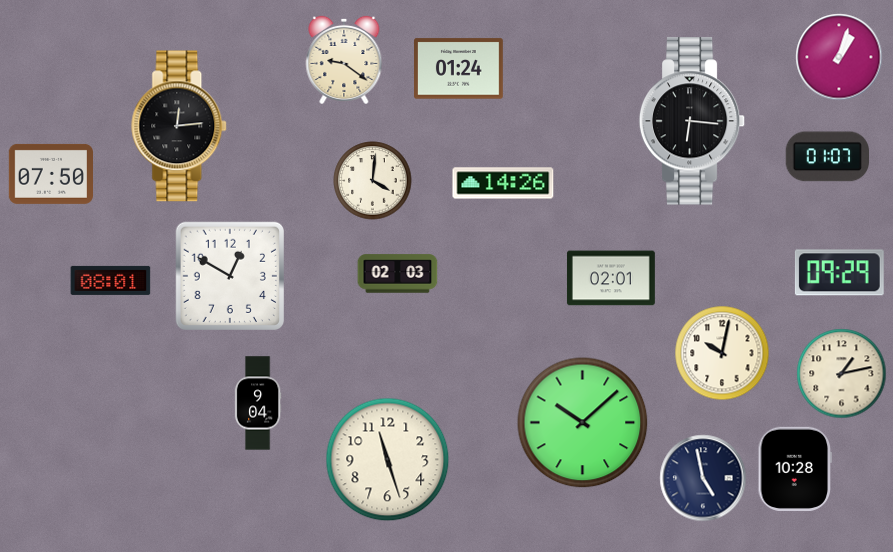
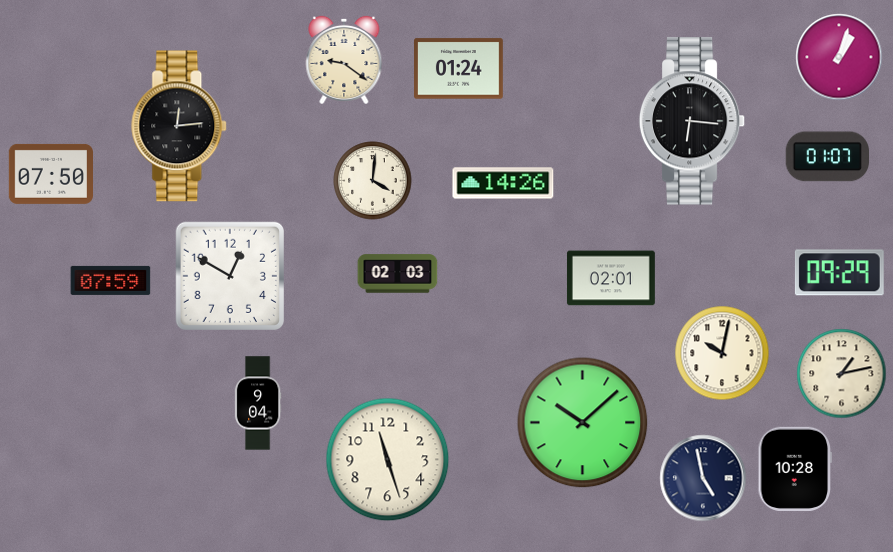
clock at (111, 280): 08:01 -> 07:59
